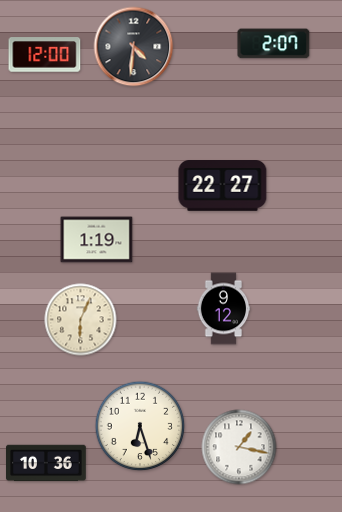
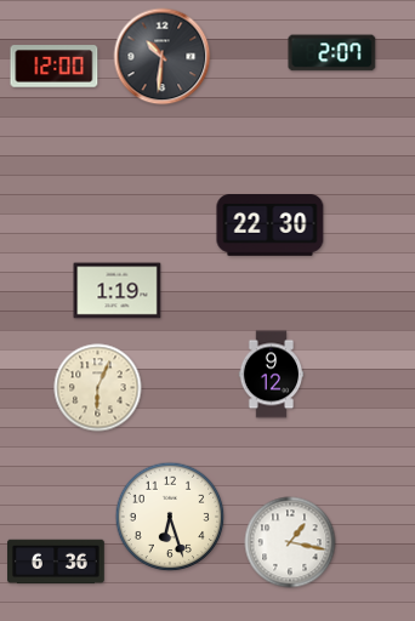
clock at (134, 47): 4:31 -> 10:31
clock at (223, 186): 22:27 -> 22:30
clock at (47, 463): 10:36 -> 6:36
